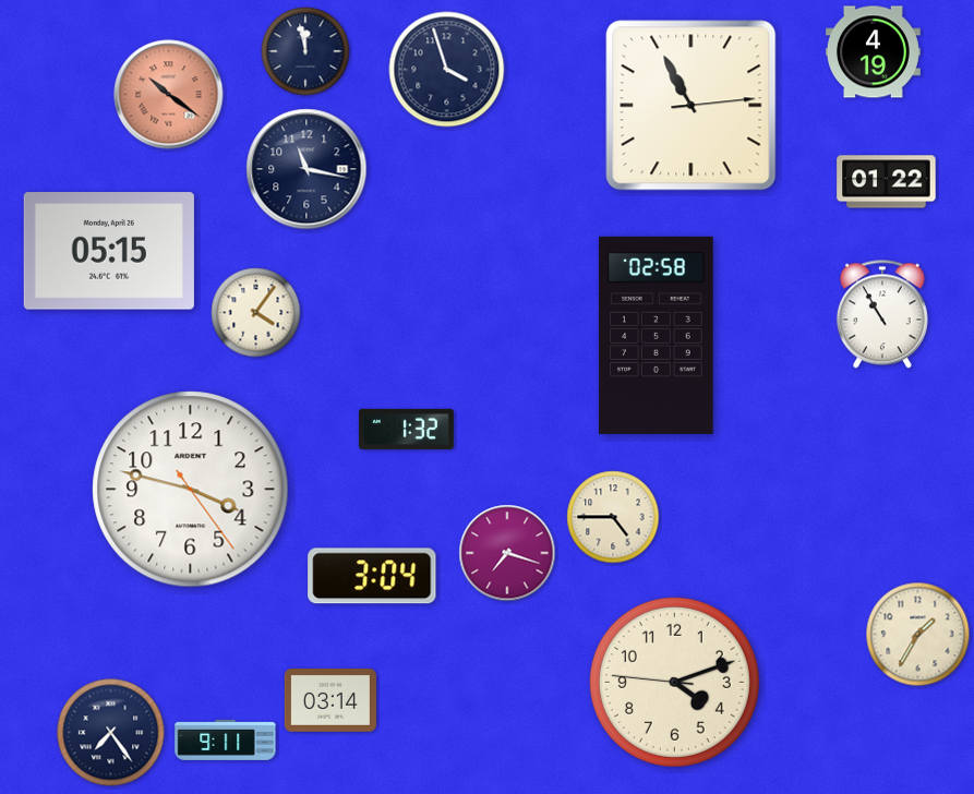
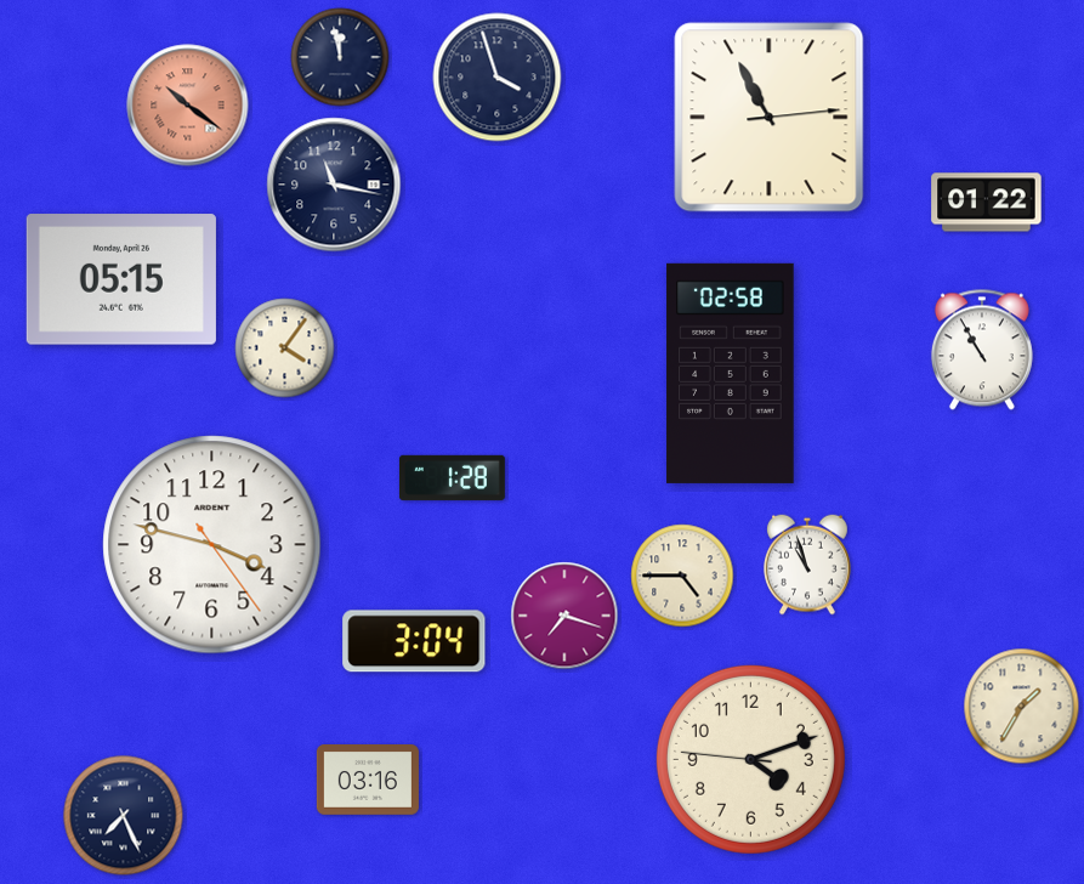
clock at (873, 52): 4:19 -> none
clock at (306, 169) position: (306, 169) -> (334, 185)
clock at (406, 429): 1:32 -> 1:28
clock at (808, 565): none -> 10:57
clock at (330, 701): 03:14 -> 03:16
clock at (111, 733): 7:24 -> 7:26
clock at (226, 739): 9:11 -> none
